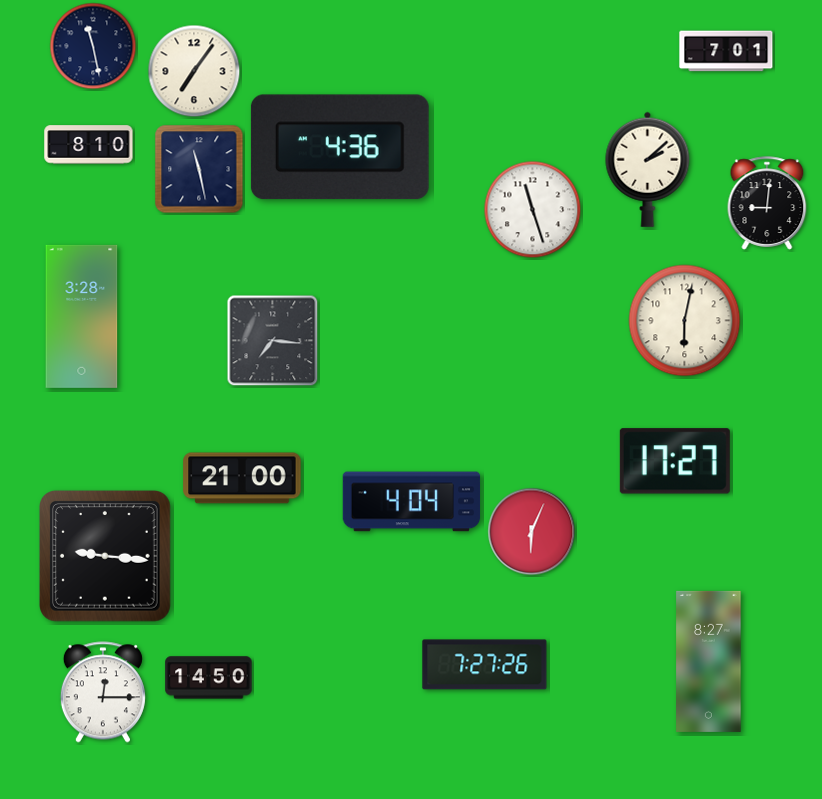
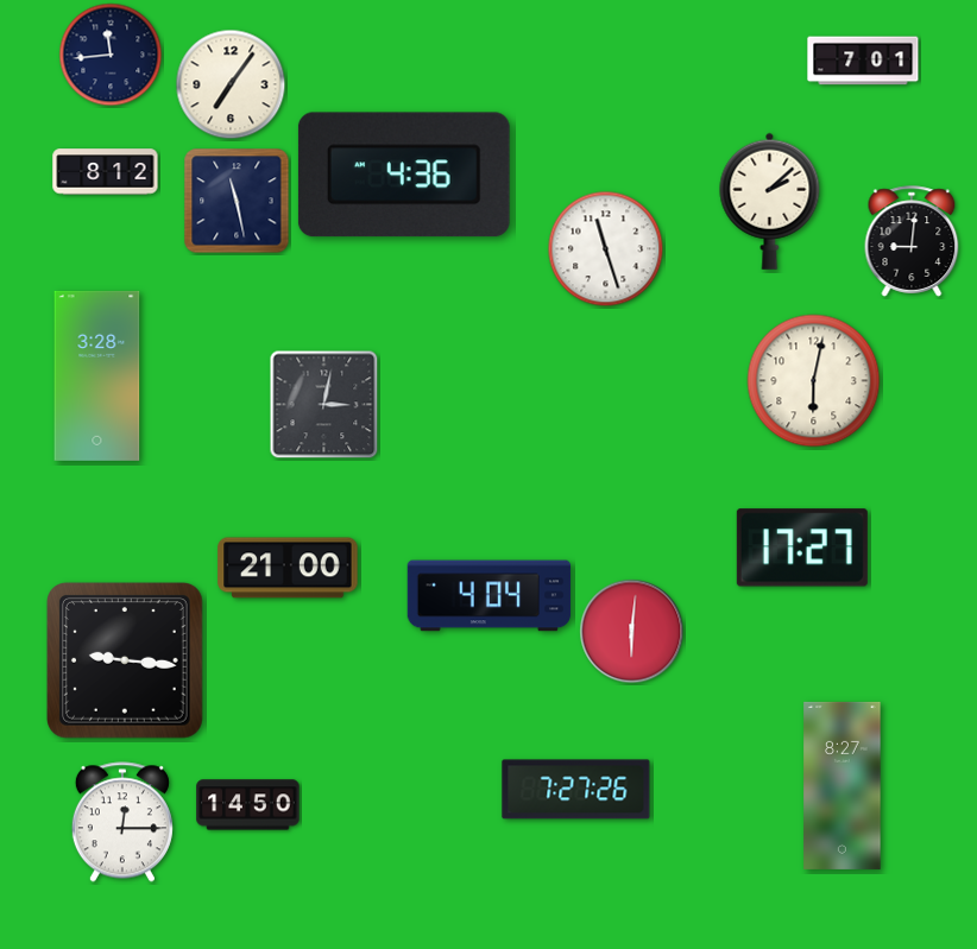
clock at (93, 46): 11:28 -> 11:44
clock at (89, 145): 8:10 -> 8:12
clock at (533, 210) position: (533, 210) -> (606, 249)
clock at (273, 341): 7:16 -> 3:02
clock at (532, 532): 6:04 -> 6:01
